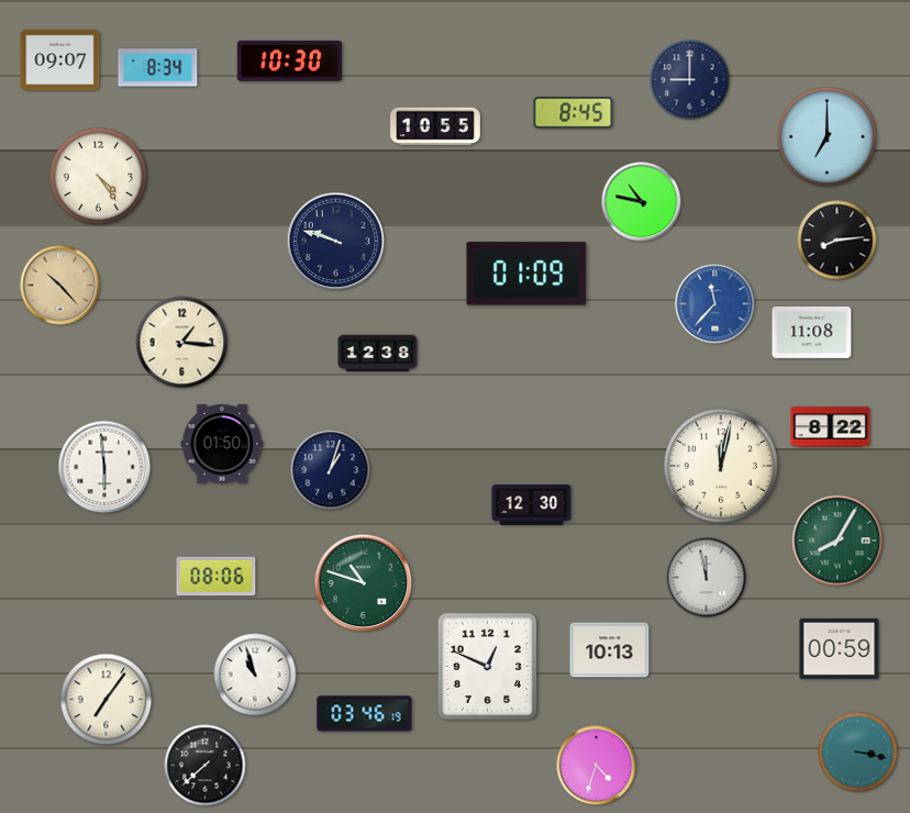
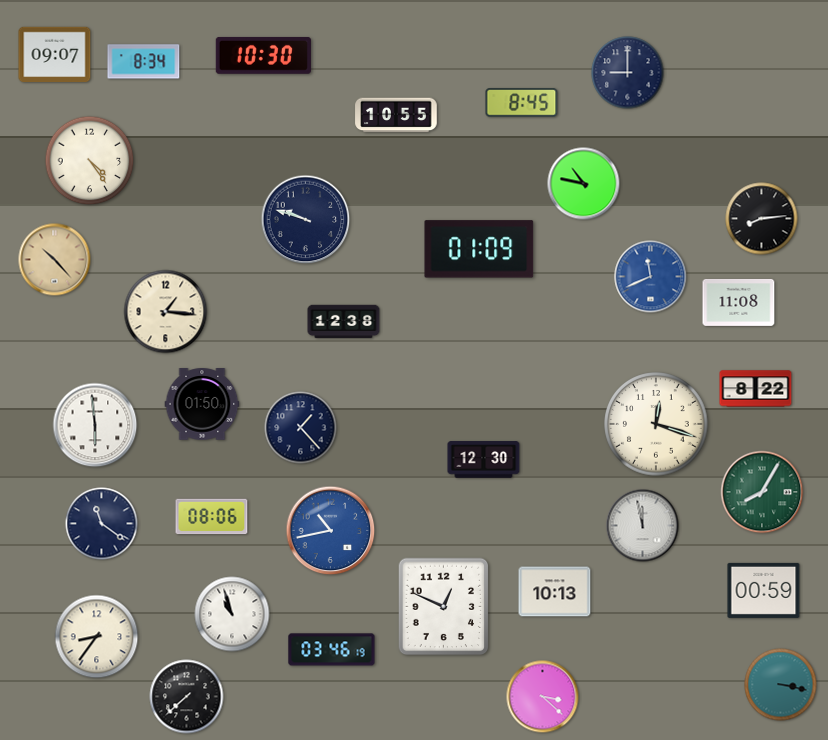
clock at (828, 137): 7:00 -> none
clock at (715, 304): 11:37 -> 11:41
clock at (721, 466): 12:02 -> 12:18
clock at (331, 470): 1:03 -> 1:23
clock at (102, 524): none -> 11:21
clock at (217, 577) position: (217, 577) -> (212, 517)
clock at (364, 583): 10:48 -> 10:43
clock at (364, 583) dial: green -> blue
clock at (107, 700): 7:06 -> 8:36
clock at (597, 766): 4:33 -> 3:22
